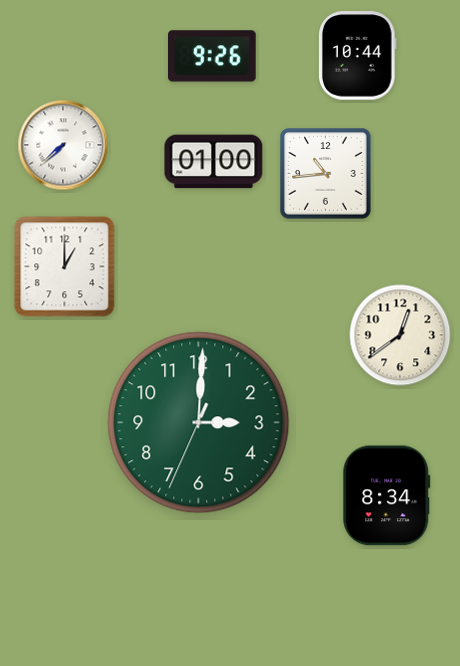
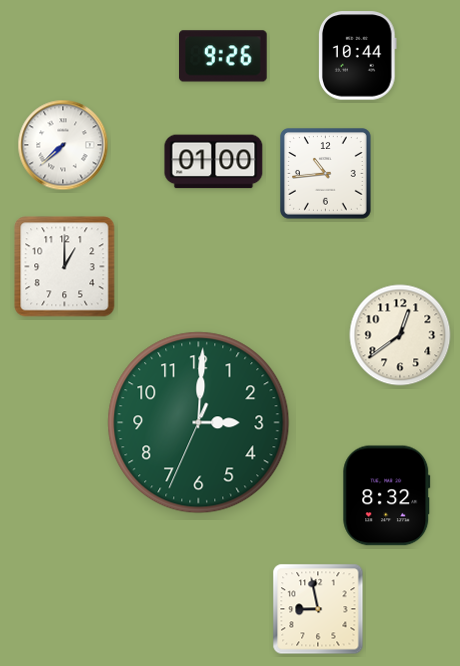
clock at (213, 56) position: (213, 56) -> (224, 56)
clock at (387, 496): 8:34 -> 8:32
clock at (318, 609): none -> 8:58
